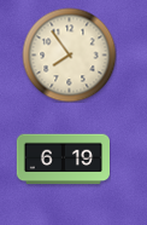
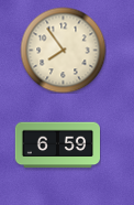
clock at (63, 160): 6:19 -> 6:59
